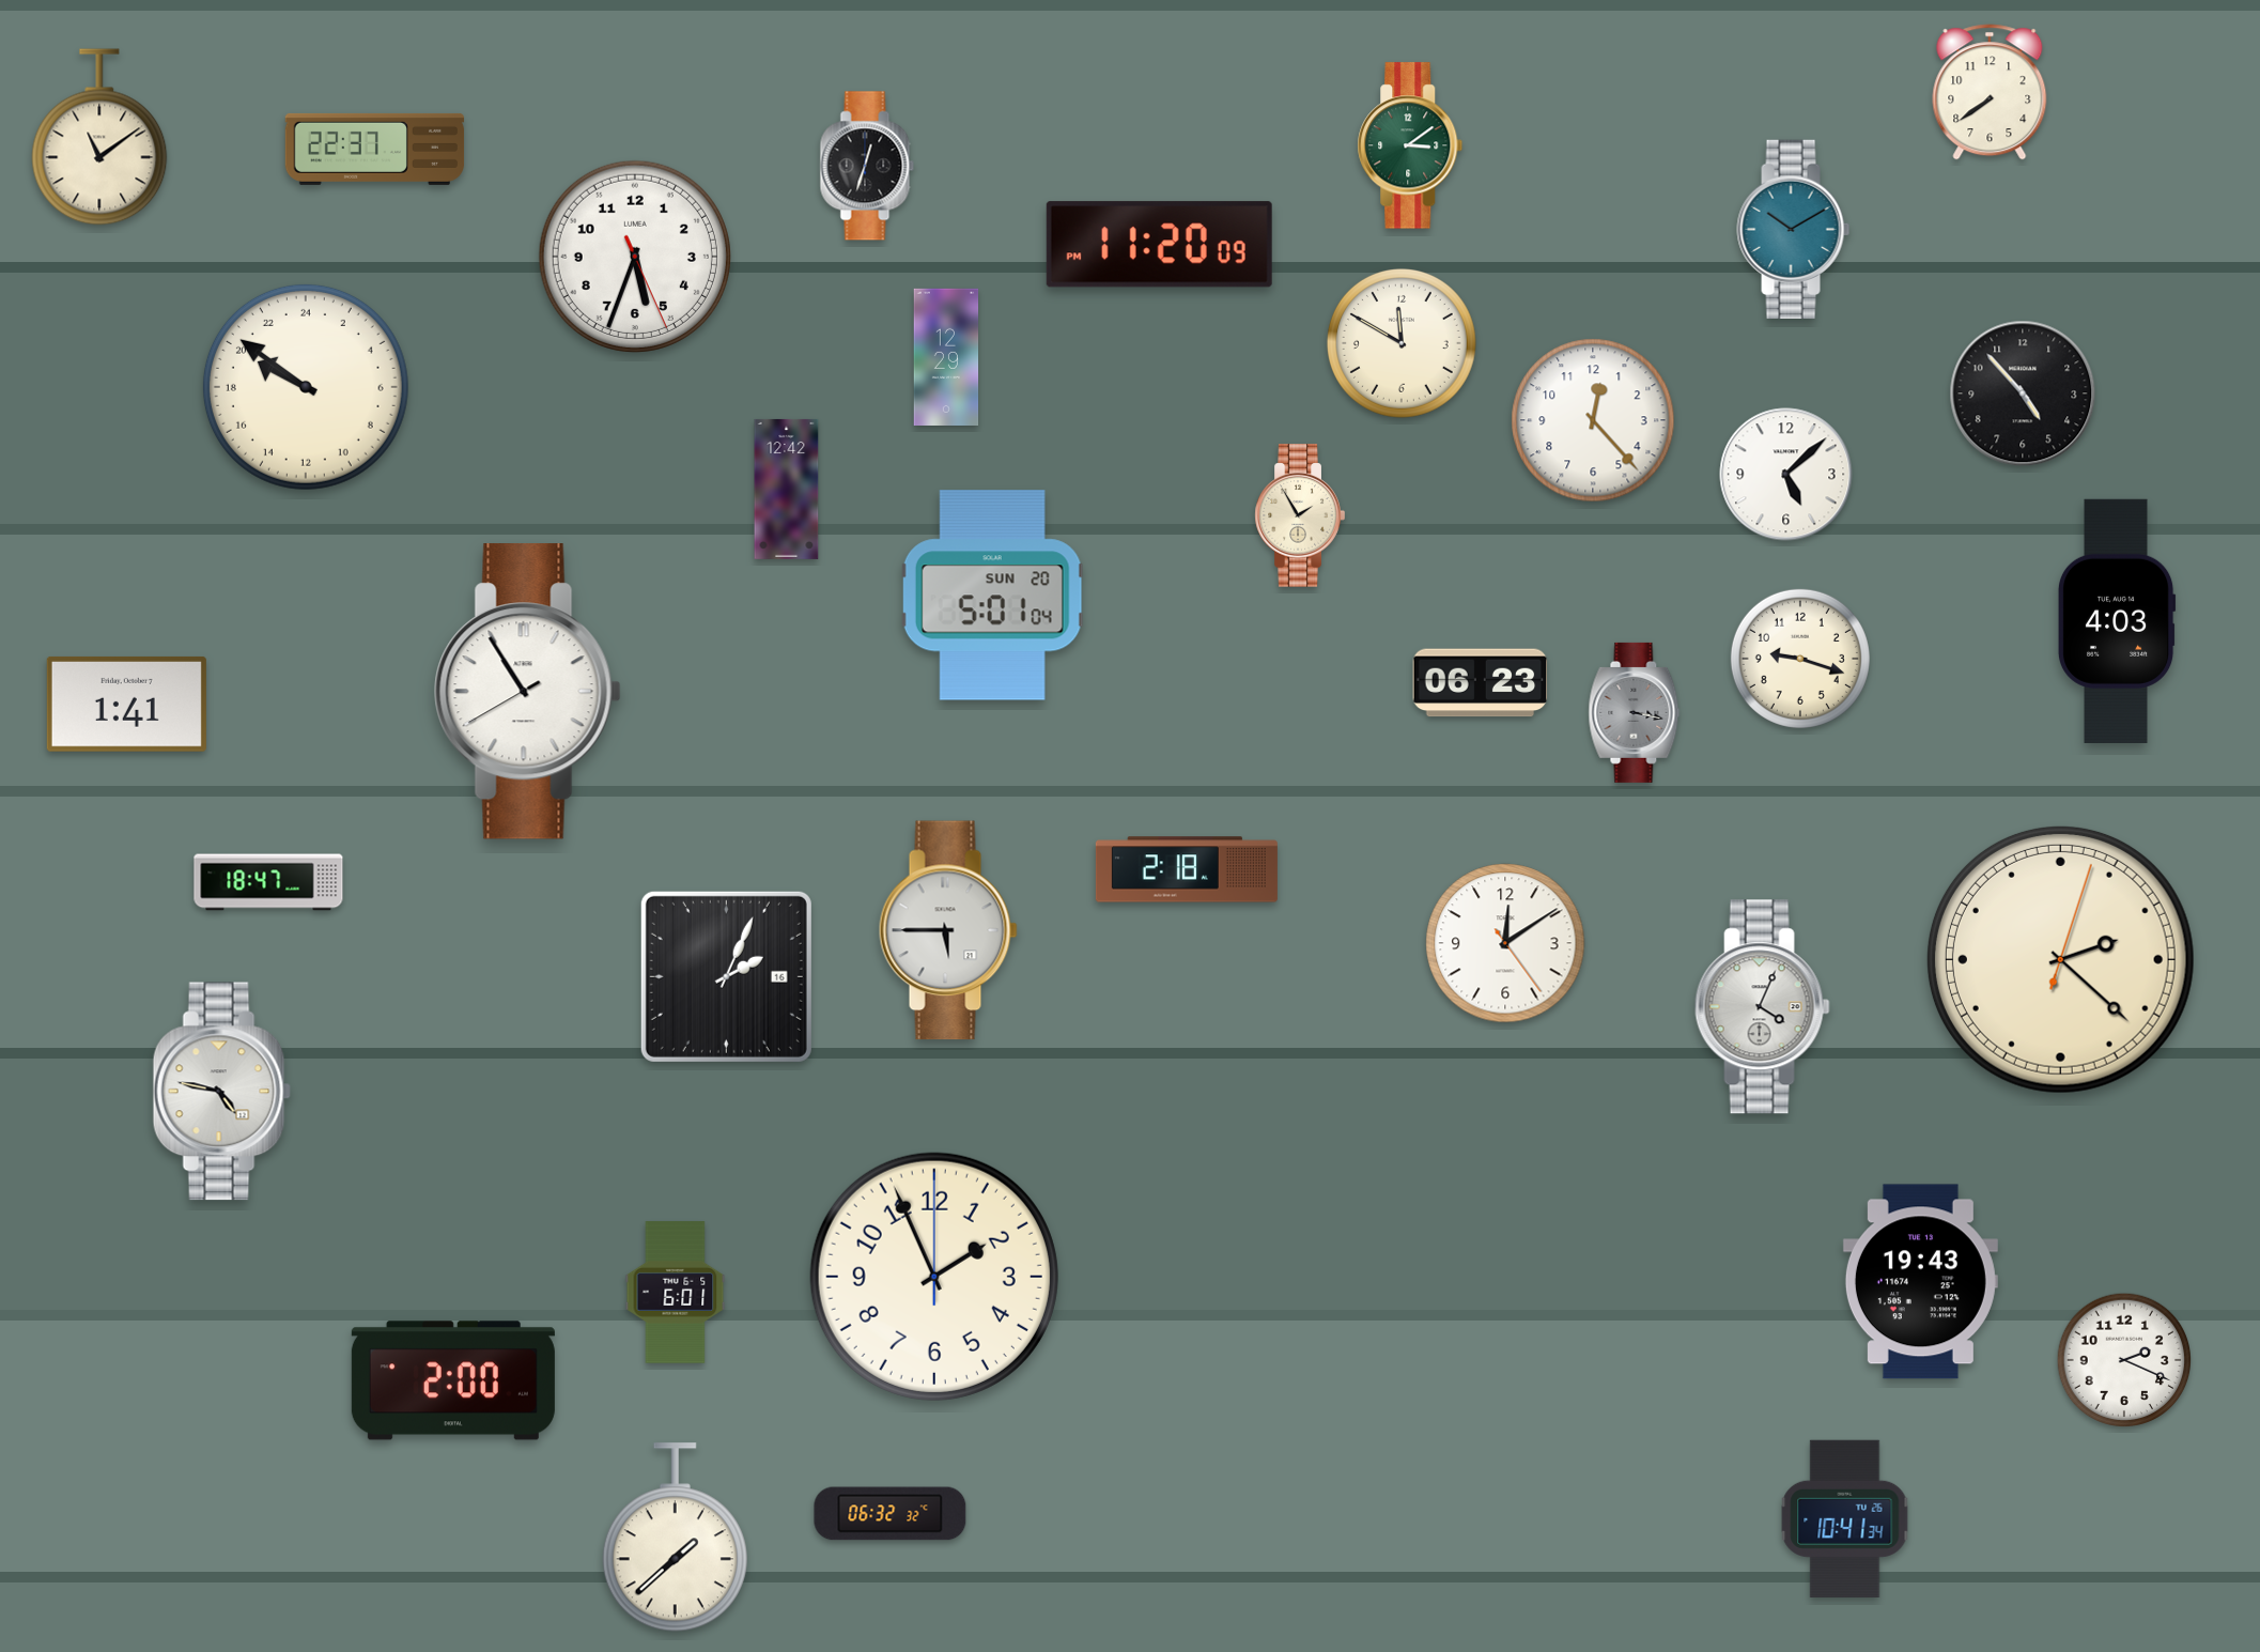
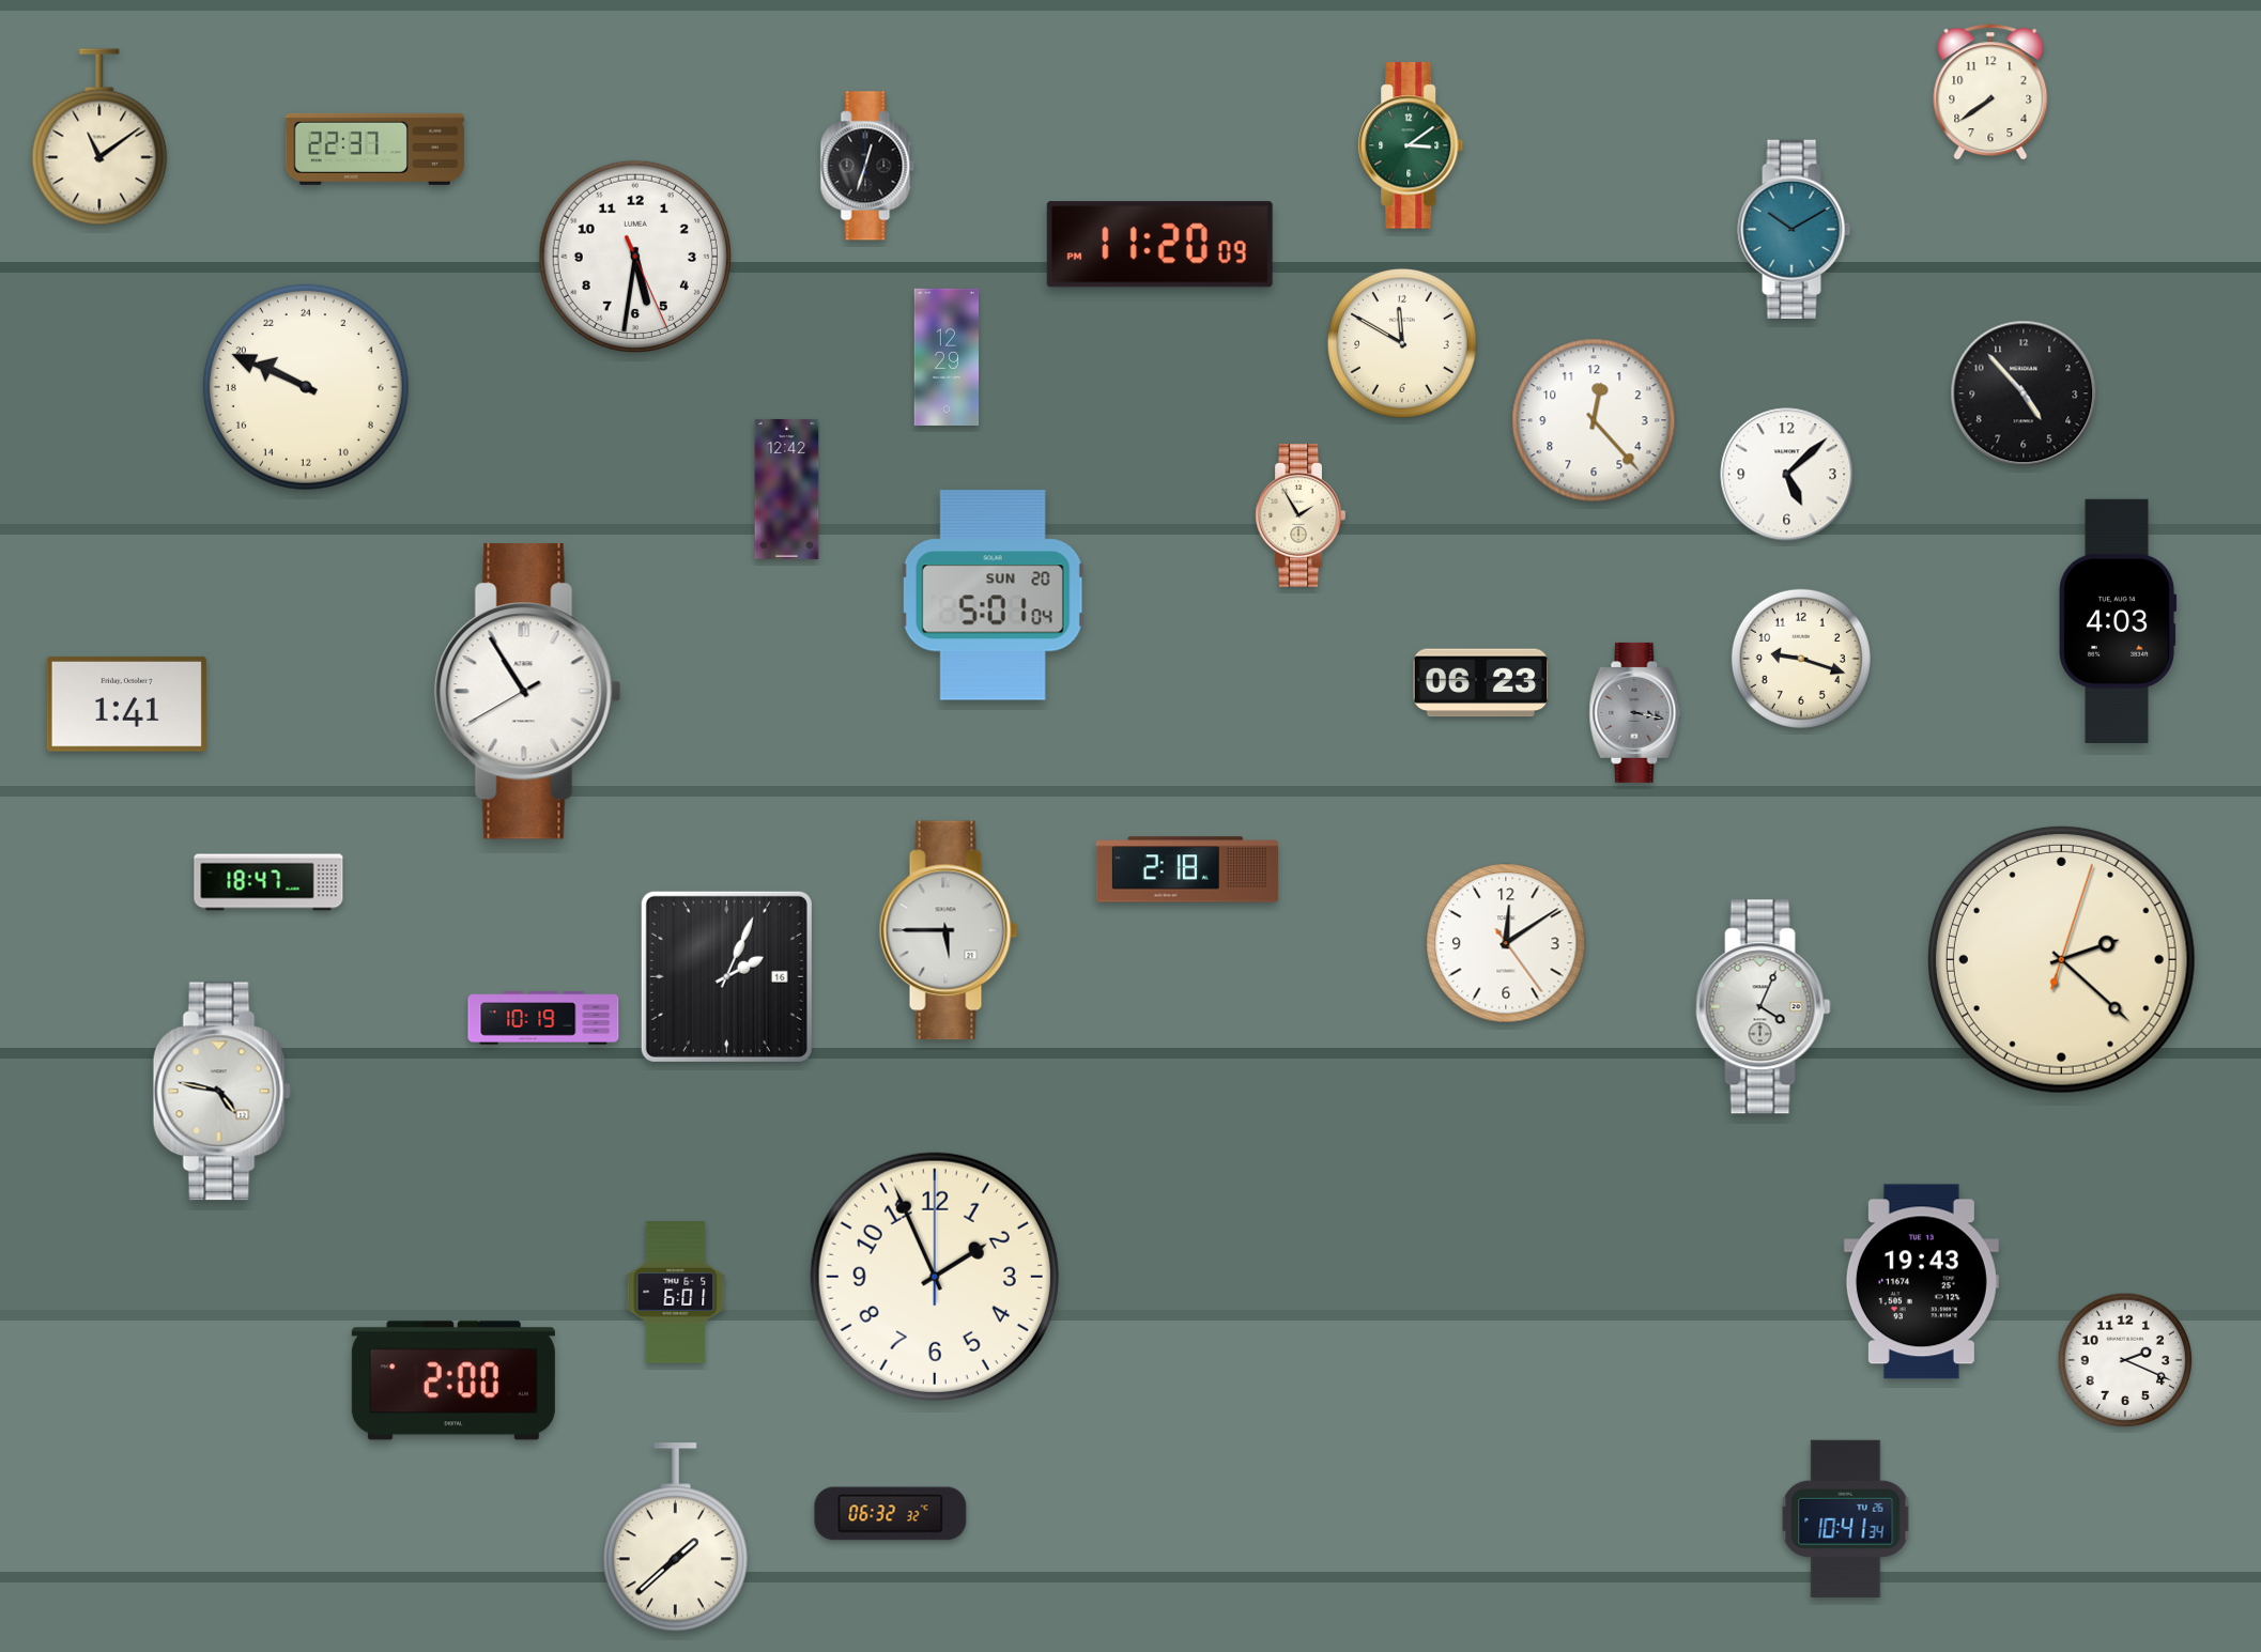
clock at (635, 257): 5:33 -> 5:31
clock at (306, 387): 19:51 -> 19:49
clock at (543, 1018): none -> 10:19
